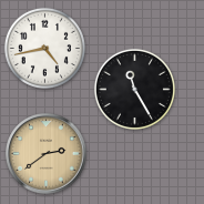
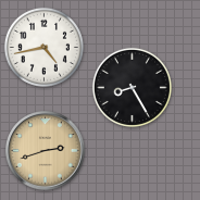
clock at (134, 89): 11:25 -> 8:25
clock at (47, 154): 2:39 -> 2:42
